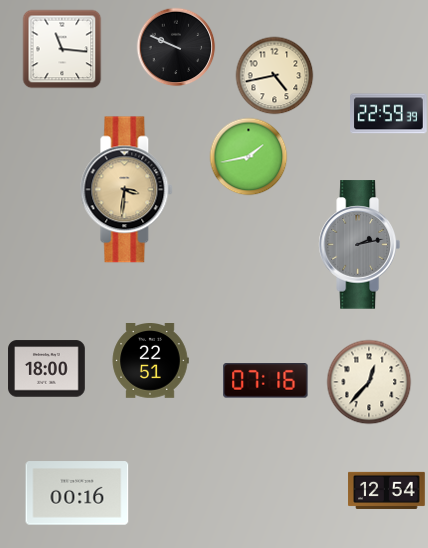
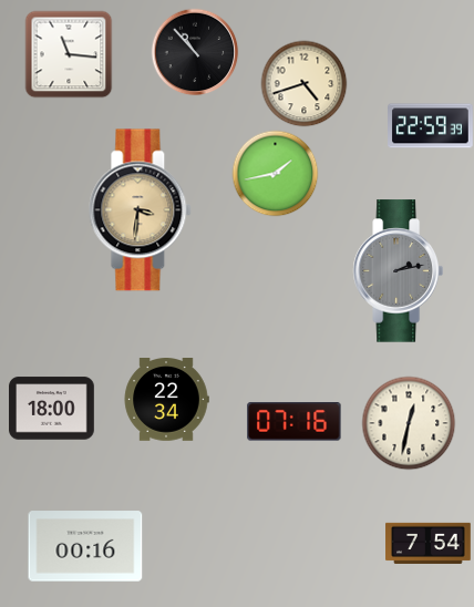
clock at (176, 47): 9:49 -> 10:53
clock at (274, 75): 4:43 -> 4:42
clock at (150, 361): 22:51 -> 22:34
clock at (369, 382): 12:37 -> 12:32
clock at (387, 490): 12:54 -> 7:54
